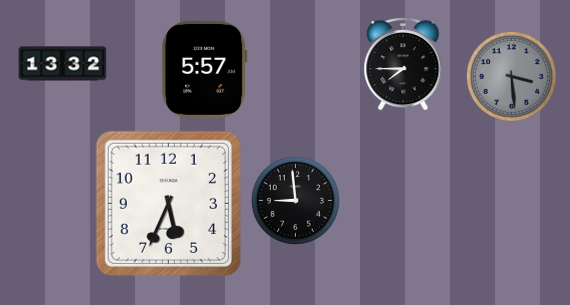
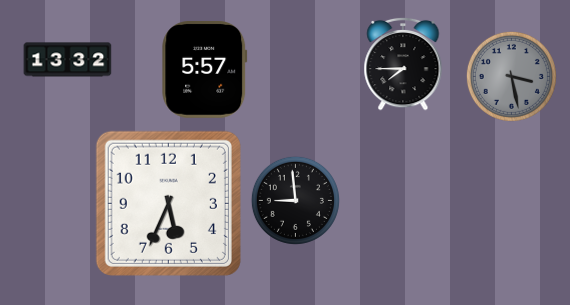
clock at (63, 64) position: (63, 64) -> (68, 60)
clock at (511, 76): 3:29 -> 3:28
